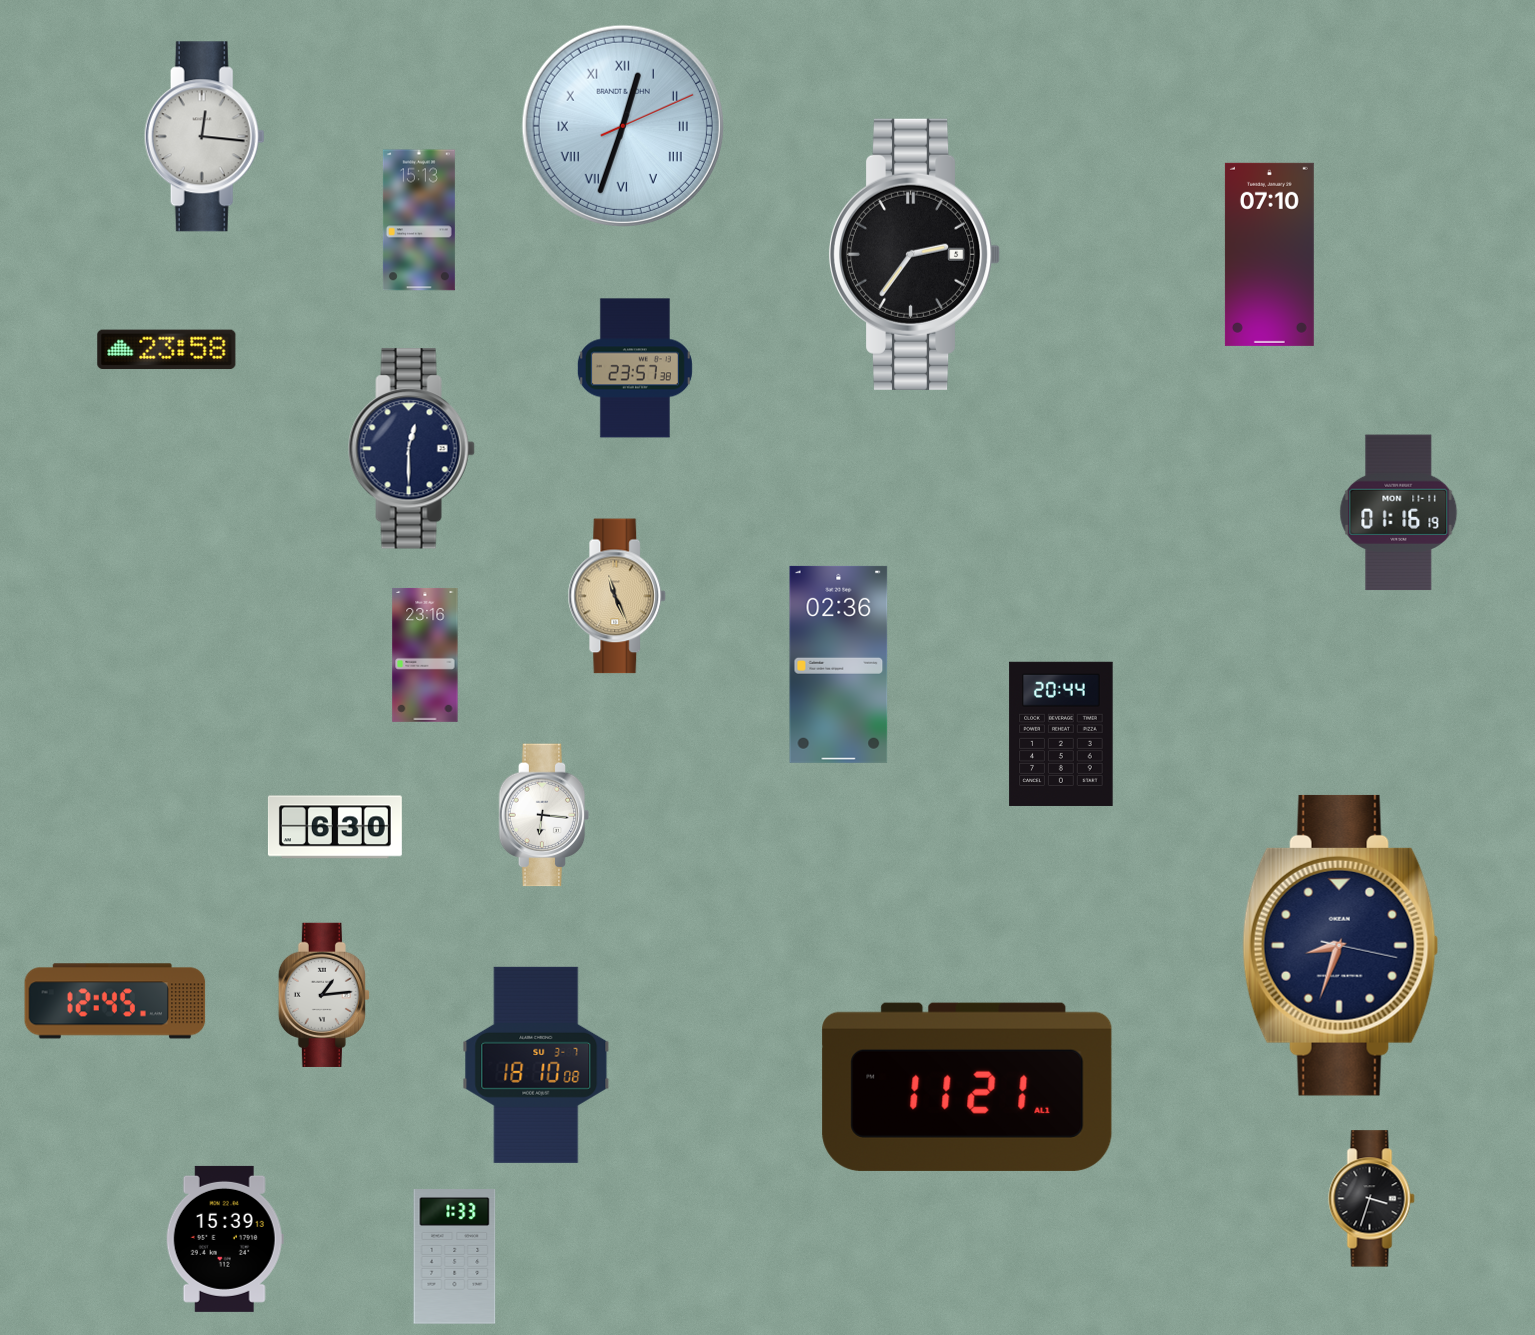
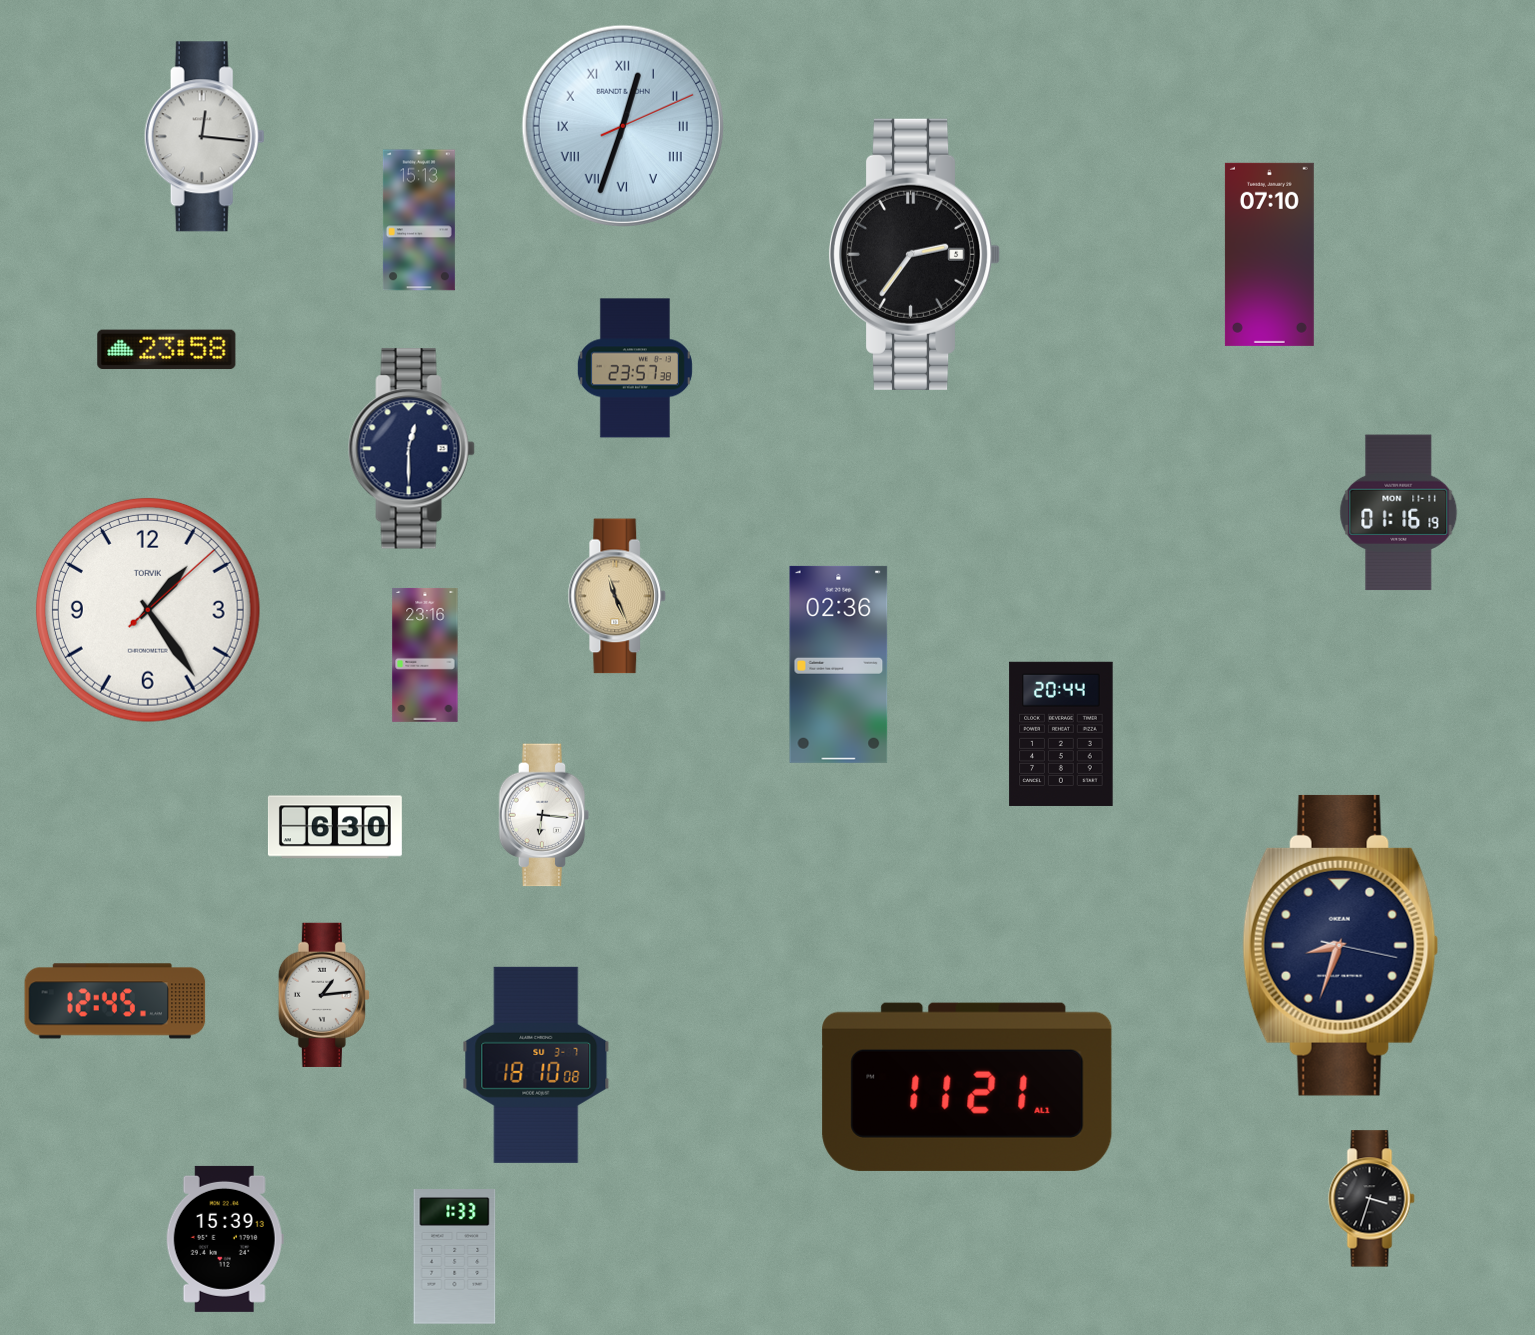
clock at (148, 610): none -> 1:24
